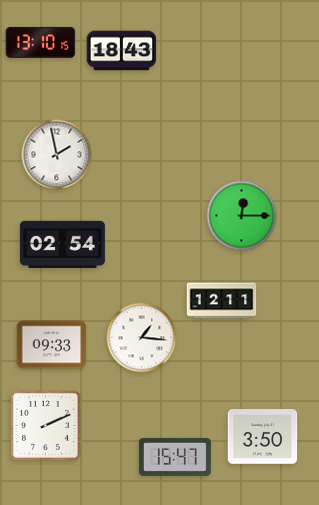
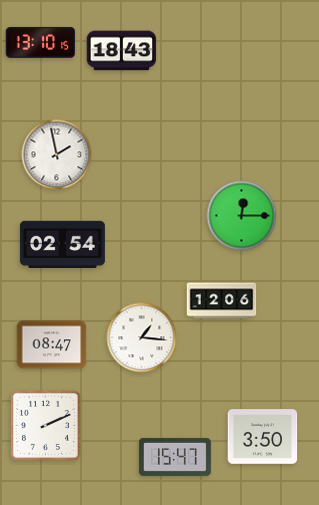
clock at (222, 301): 12:11 -> 12:06
clock at (52, 345): 09:33 -> 08:47
